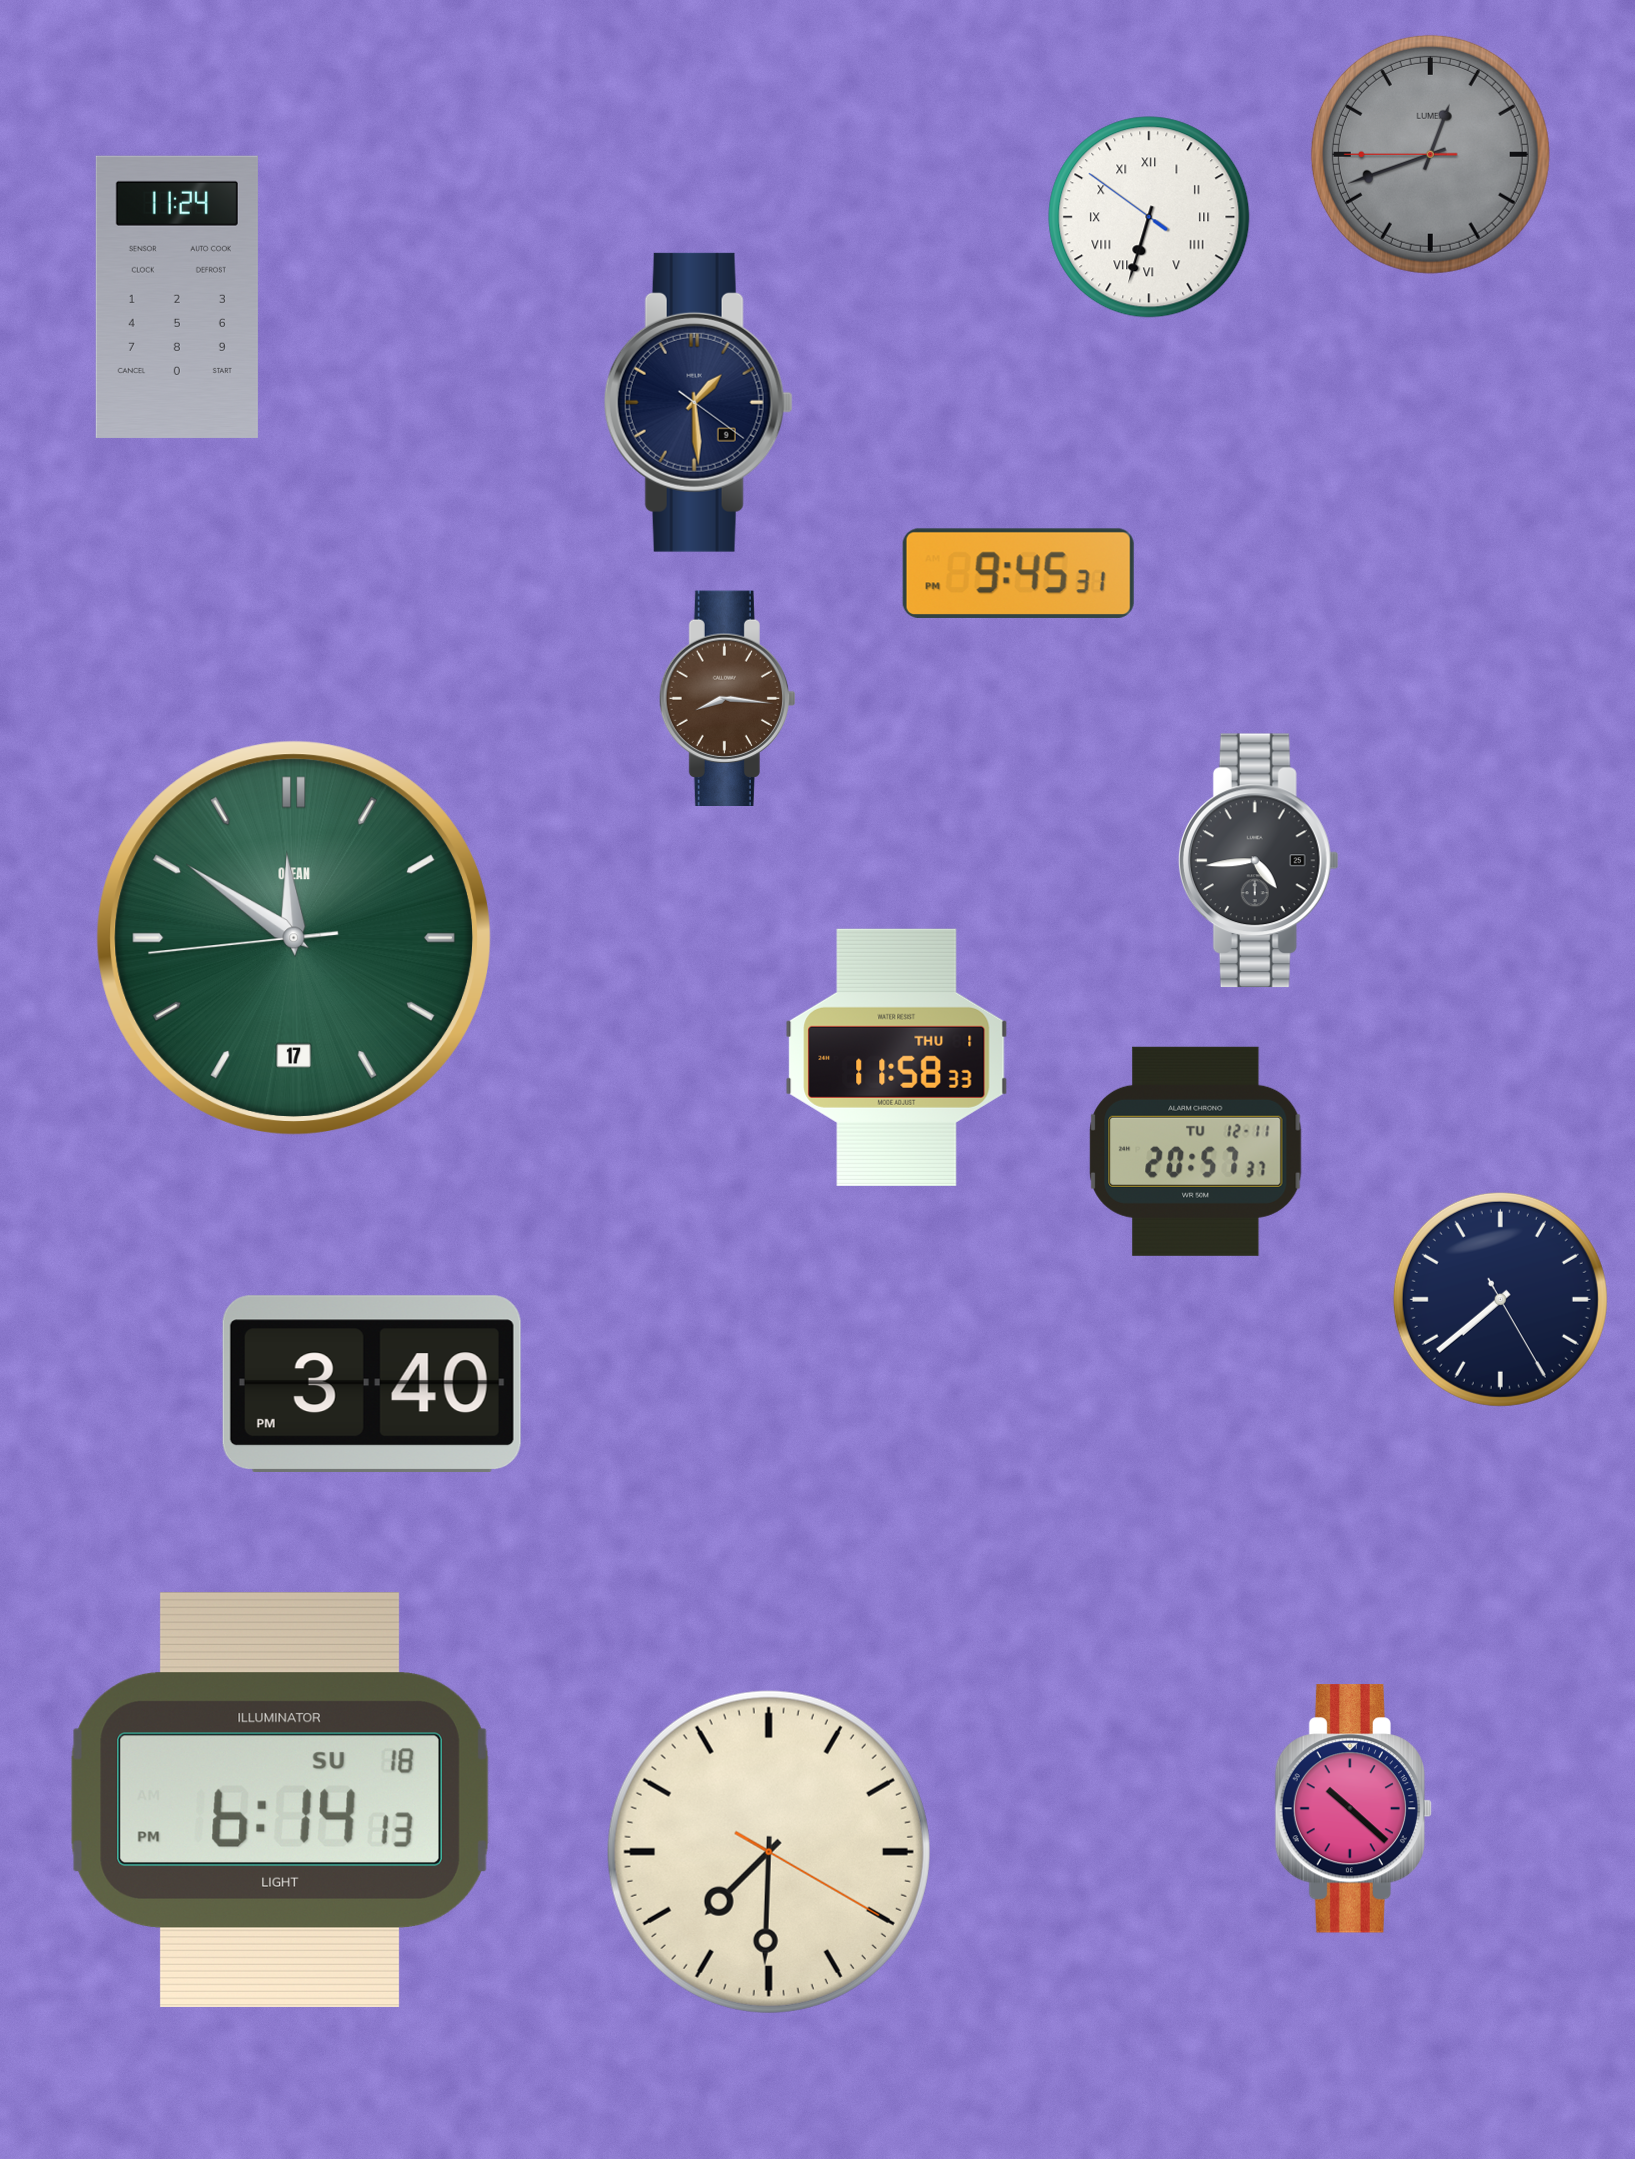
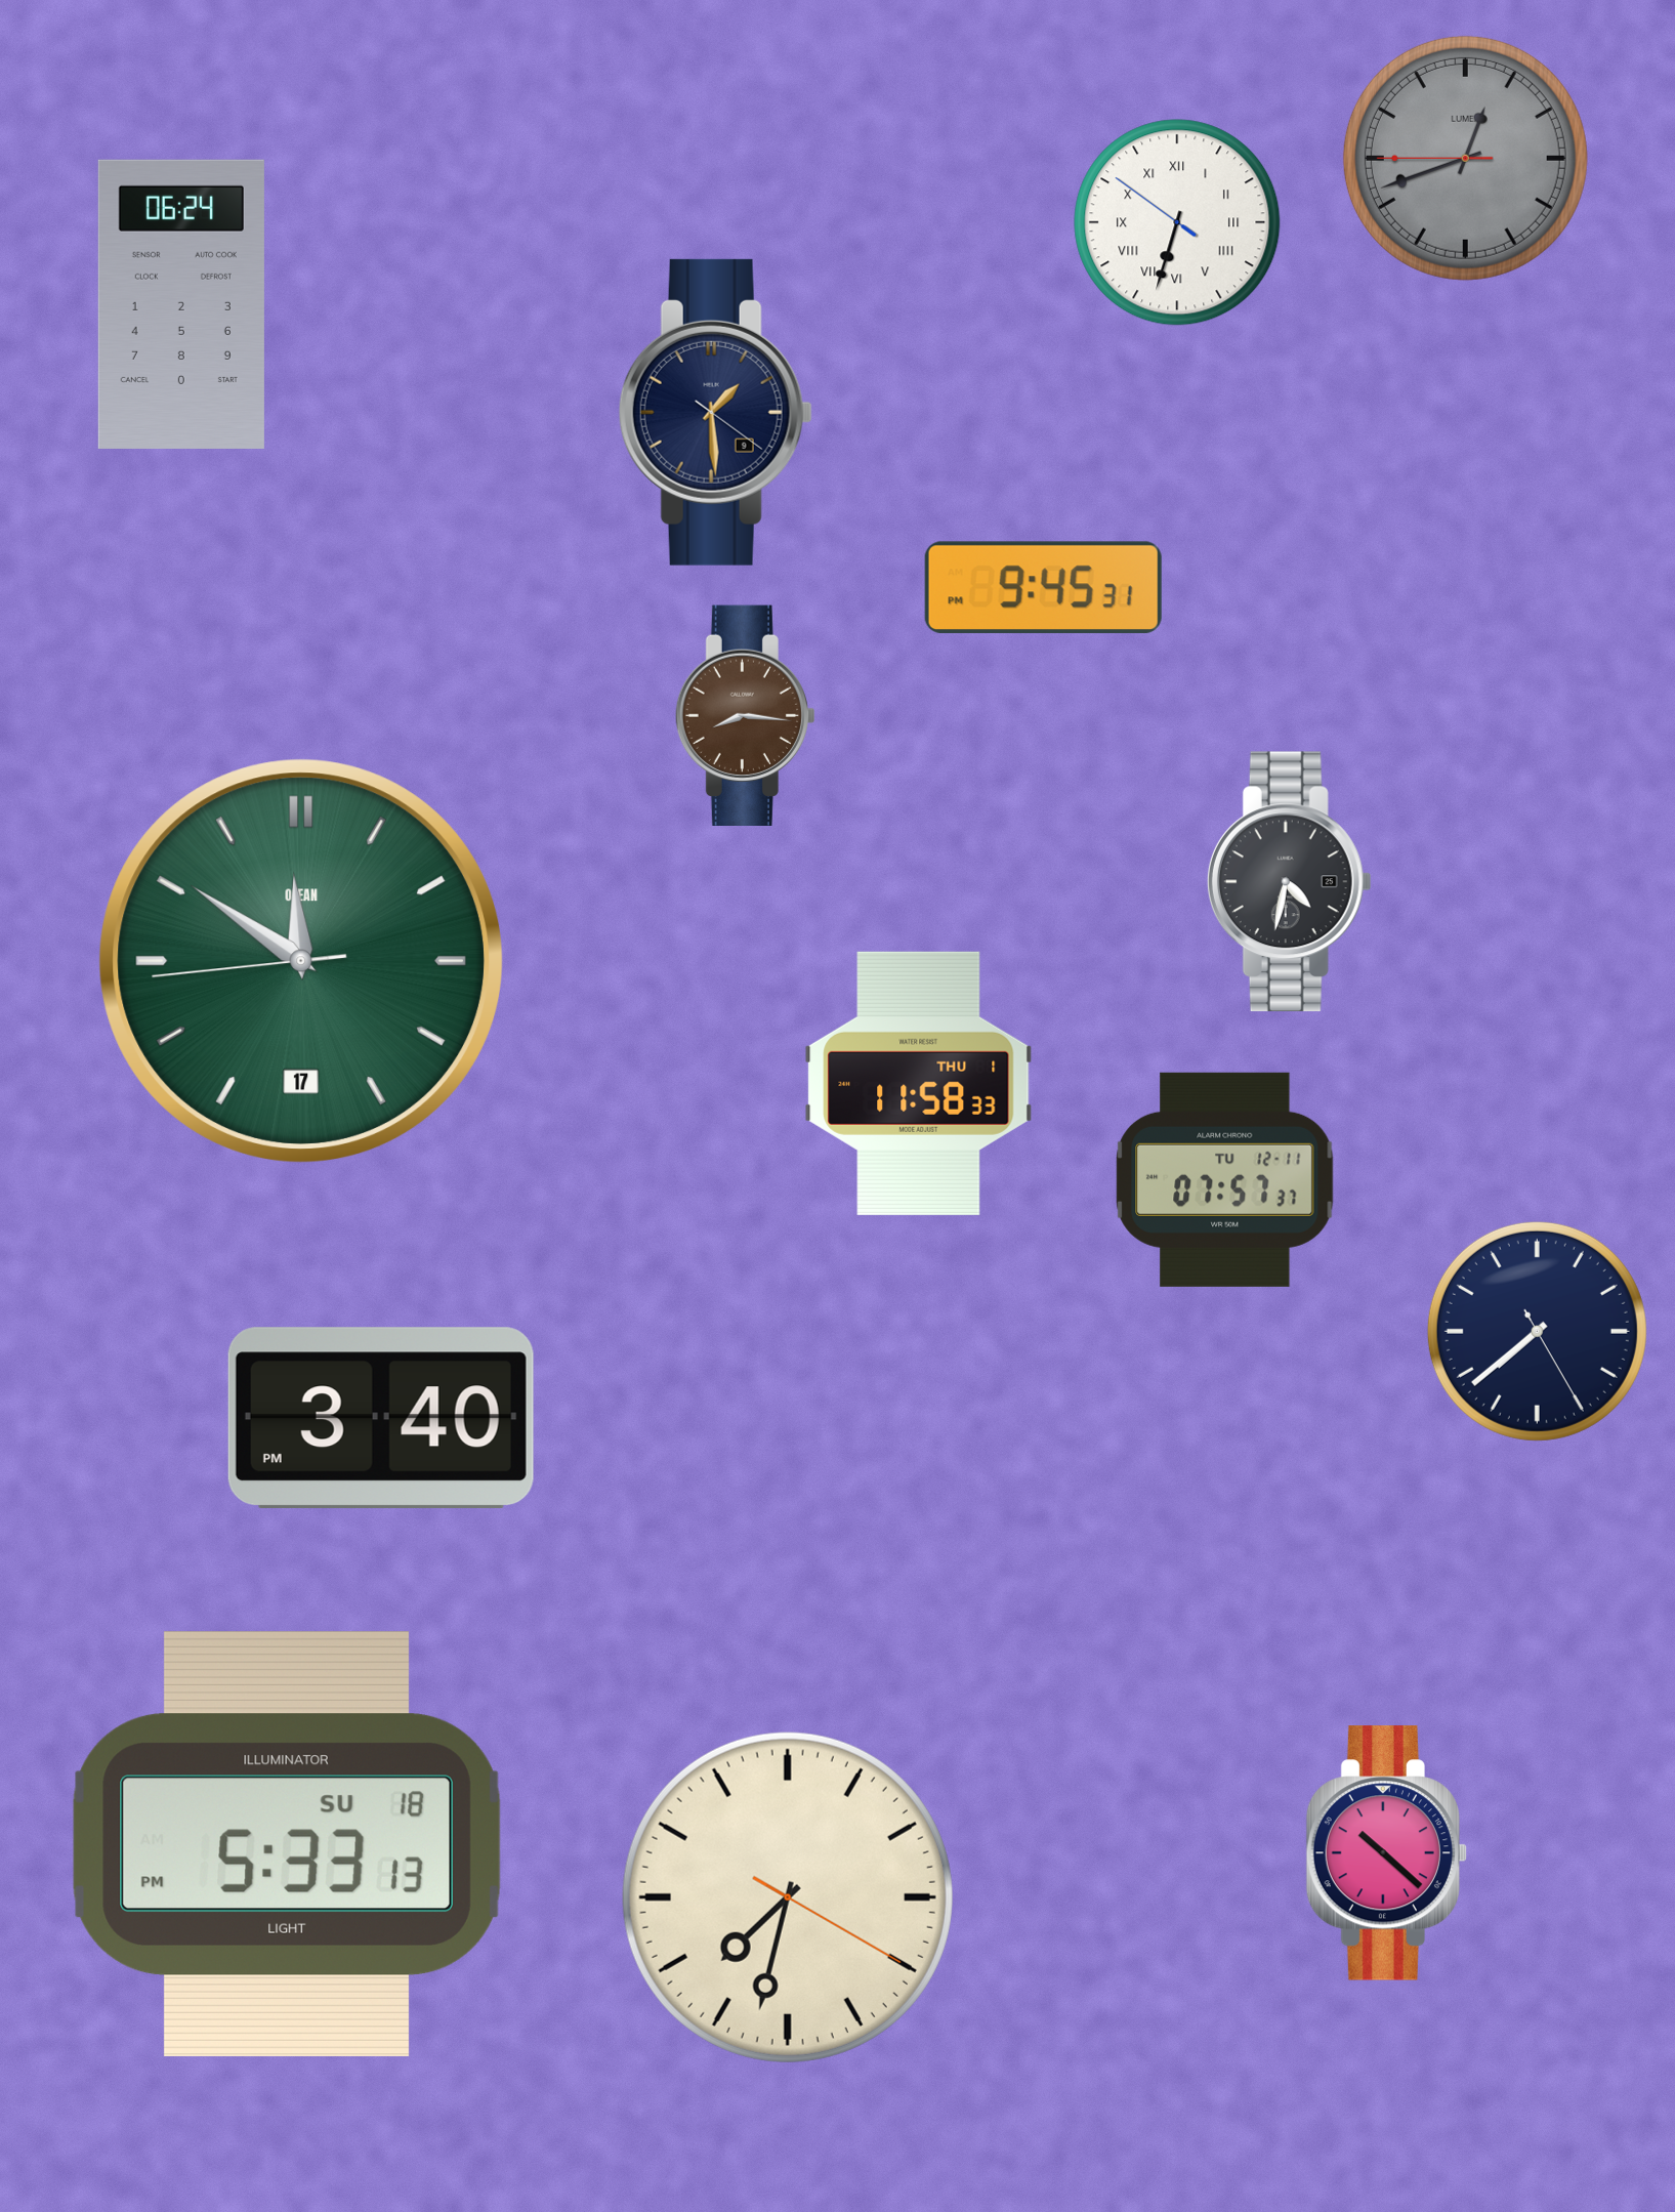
clock at (177, 297): 11:24 -> 06:24
clock at (1258, 861): 4:44 -> 4:32
clock at (1196, 1151): 20:57 -> 07:57
clock at (280, 1800): 6:14 -> 5:33
clock at (769, 1852): 7:30 -> 7:32
